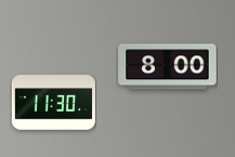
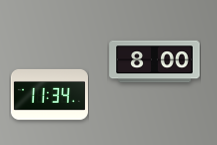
clock at (53, 103): 11:30 -> 11:34
